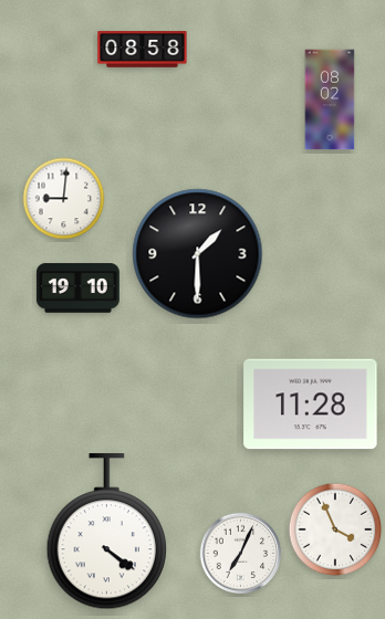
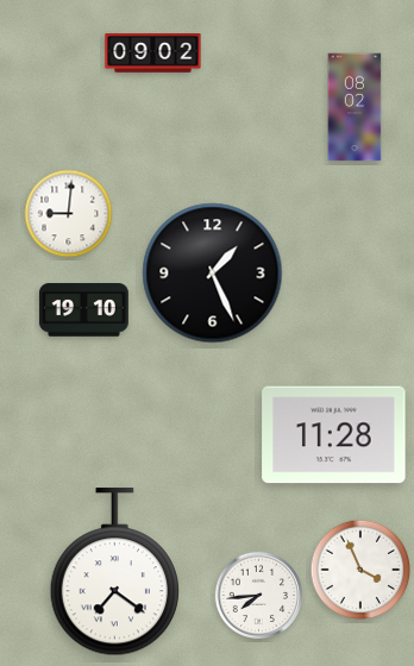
clock at (143, 50): 08:58 -> 09:02
clock at (198, 254): 1:30 -> 1:26
clock at (106, 532): 4:21 -> 7:21
clock at (241, 554): 7:04 -> 7:44
